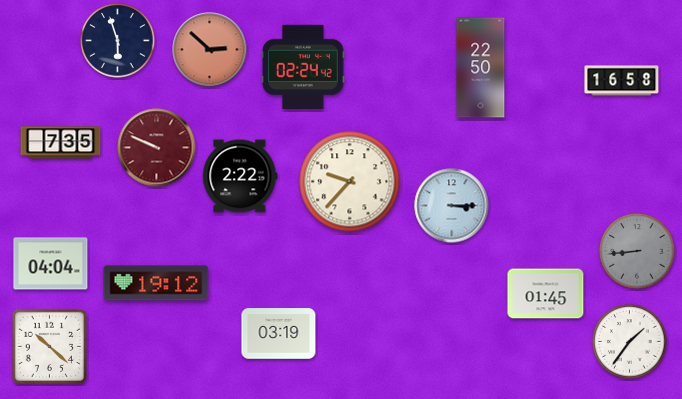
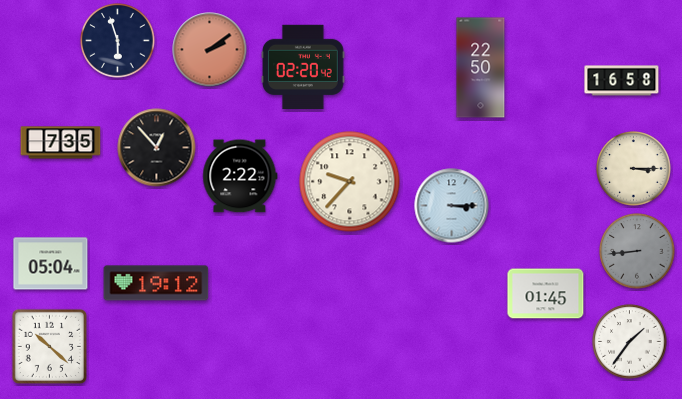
clock at (210, 50): 2:52 -> 2:09
clock at (304, 67): 02:24 -> 02:20
clock at (157, 148): 9:49 -> 12:53
clock at (157, 148) dial: burgundy -> black
clock at (634, 169): none -> 3:15
clock at (51, 264): 04:04 -> 05:04
clock at (279, 334): 03:19 -> none
